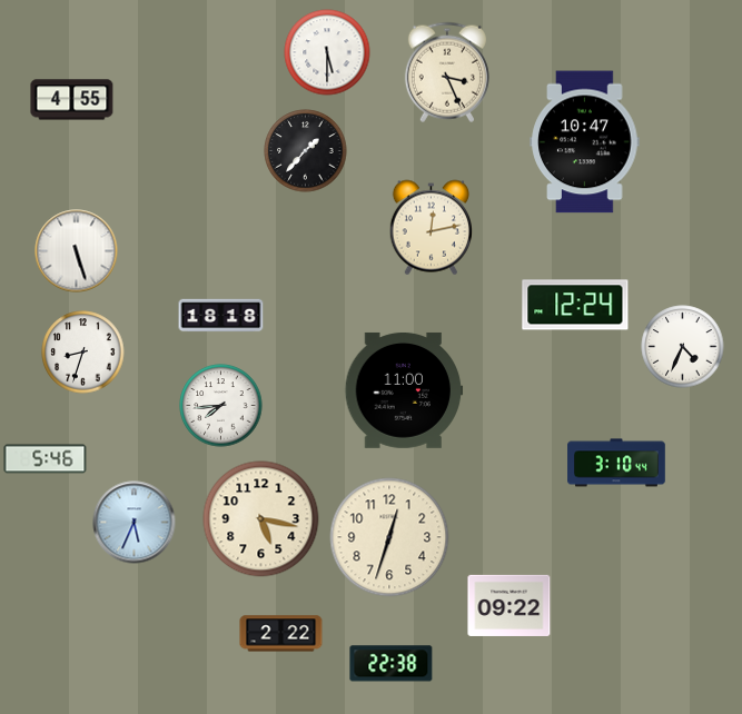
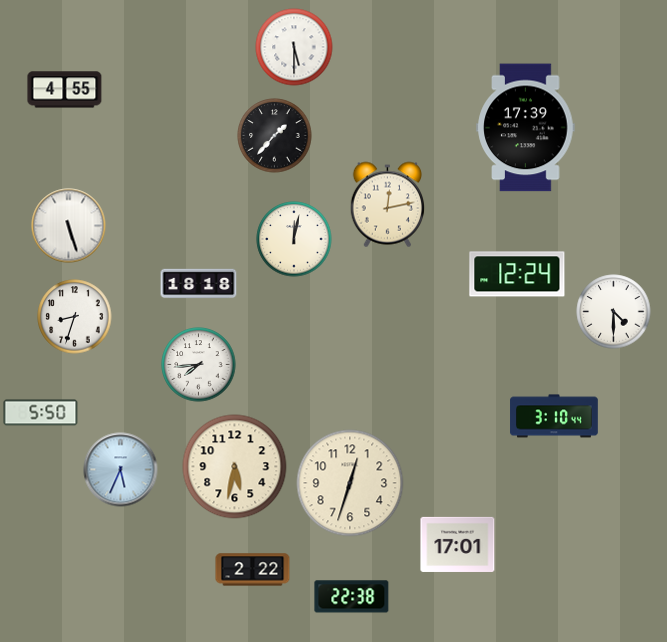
clock at (447, 72): 3:26 -> none
clock at (585, 142): 10:47 -> 17:39
clock at (294, 239): none -> 12:02
clock at (683, 347): 4:34 -> 4:30
clock at (404, 390): 11:00 -> none
clock at (46, 459): 5:46 -> 5:50
clock at (261, 519): 5:17 -> 5:32
clock at (509, 605): 09:22 -> 17:01
